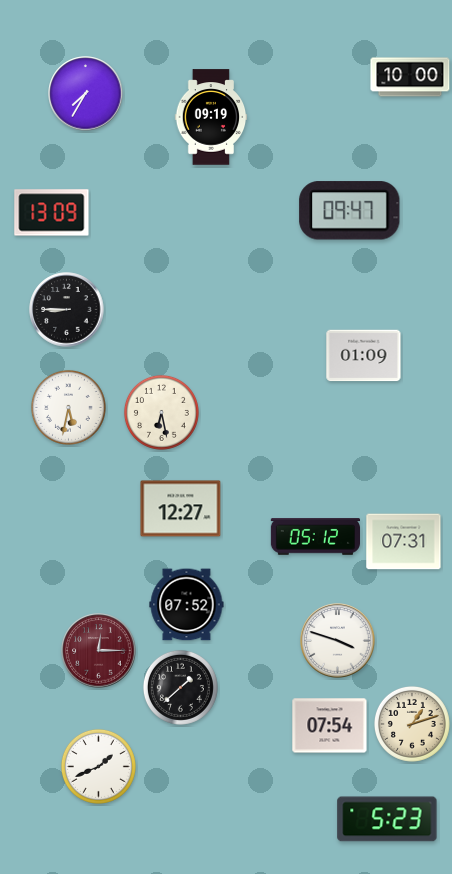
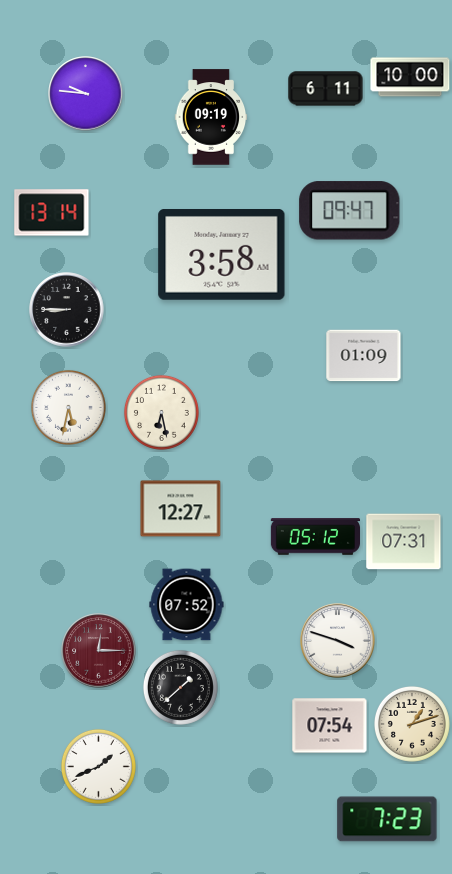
clock at (326, 89): none -> 6:11
clock at (86, 94): 7:35 -> 9:46
clock at (52, 213): 13:09 -> 13:14
clock at (222, 255): none -> 3:58
clock at (387, 819): 5:23 -> 7:23
